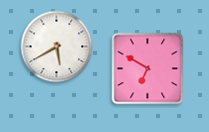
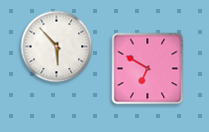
clock at (57, 47): 5:40 -> 5:53
